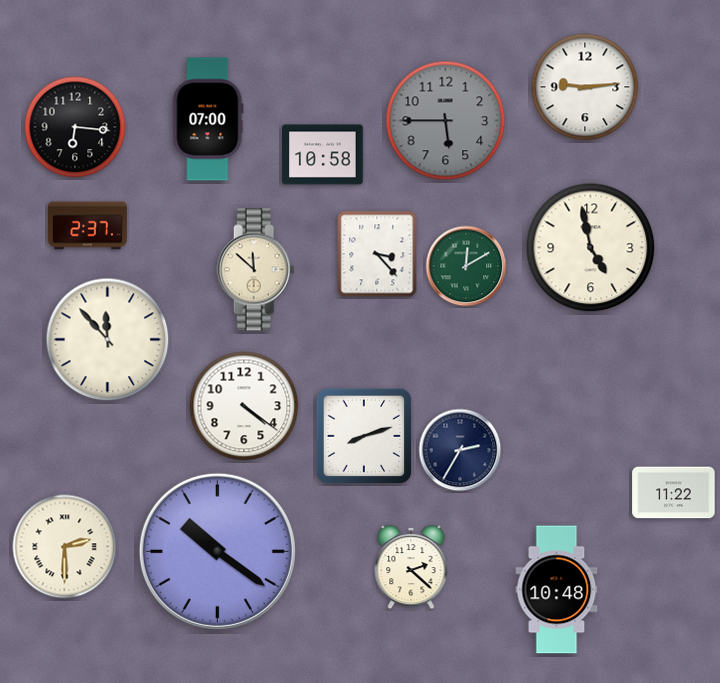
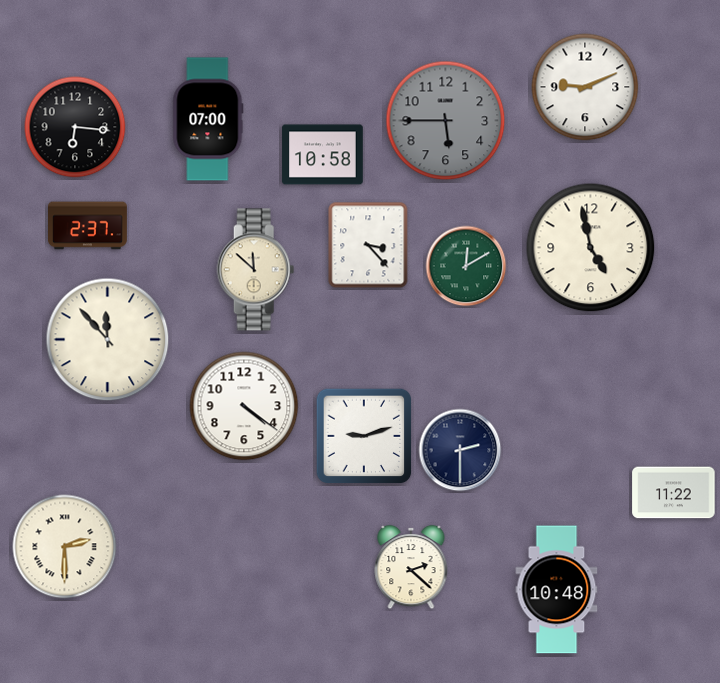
clock at (585, 87): 9:14 -> 9:11
clock at (377, 254) position: (377, 254) -> (368, 245)
clock at (364, 436): 8:12 -> 9:12
clock at (460, 450): 2:35 -> 2:30
clock at (217, 551): 10:21 -> none
